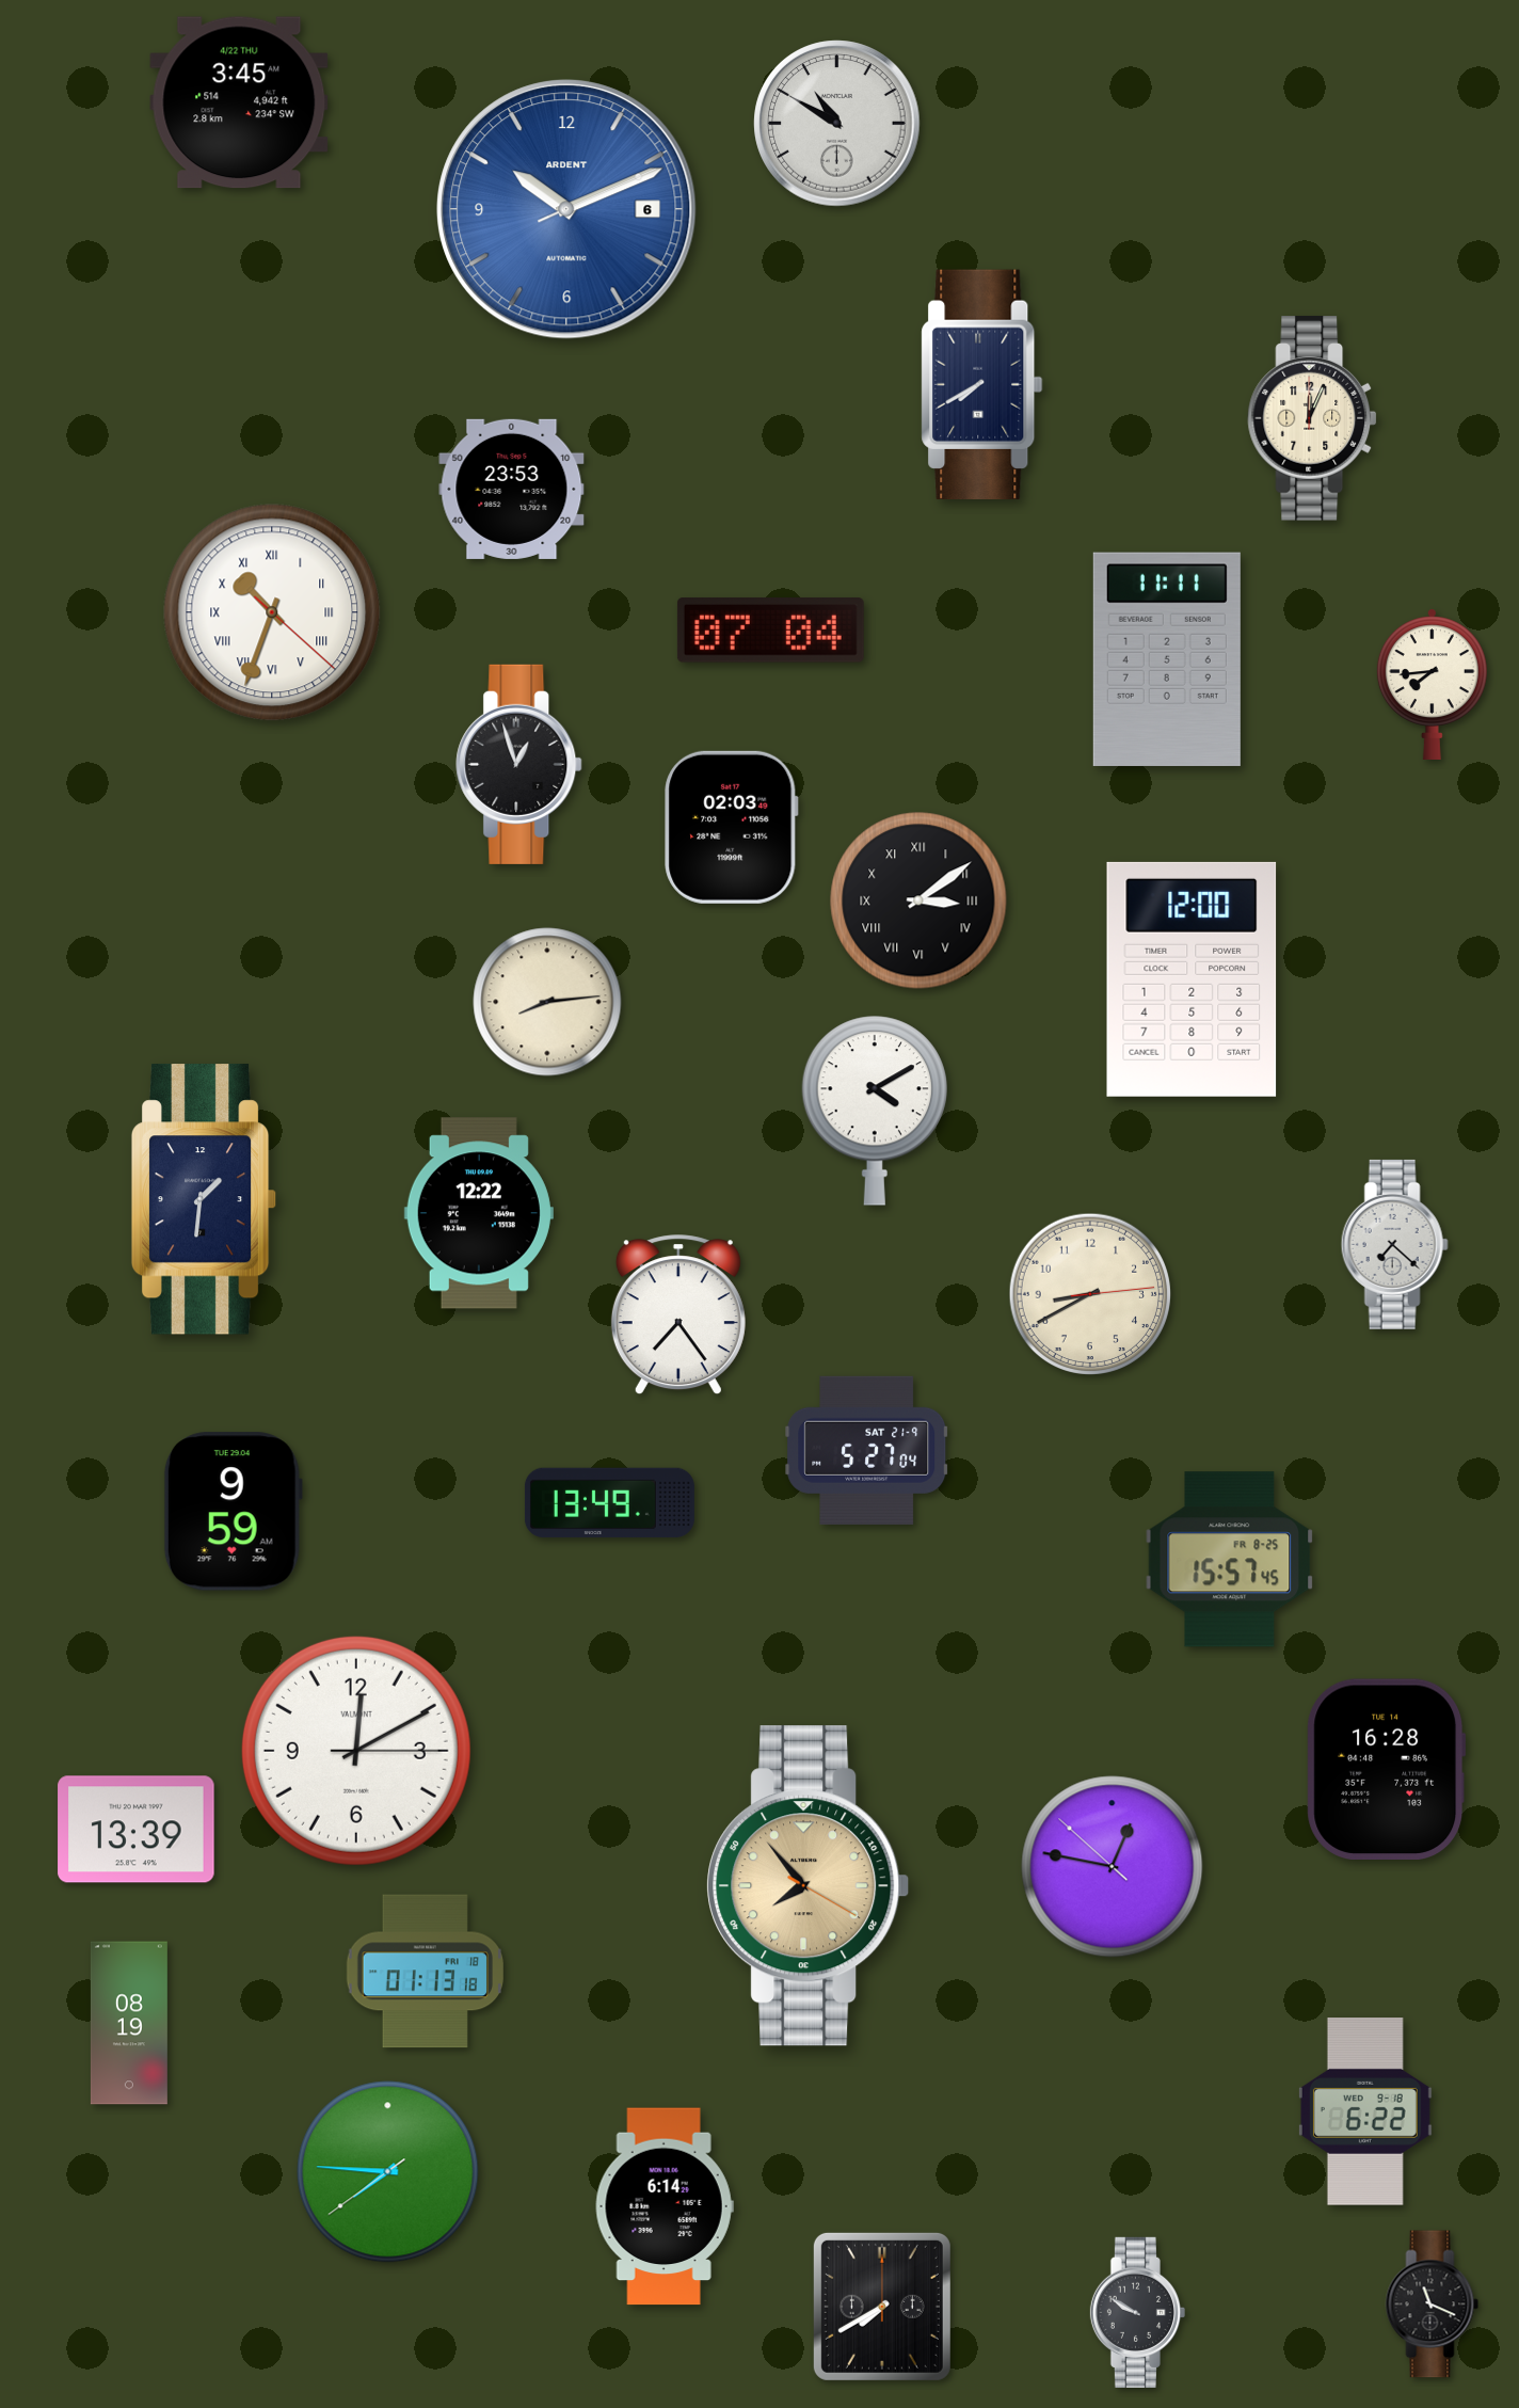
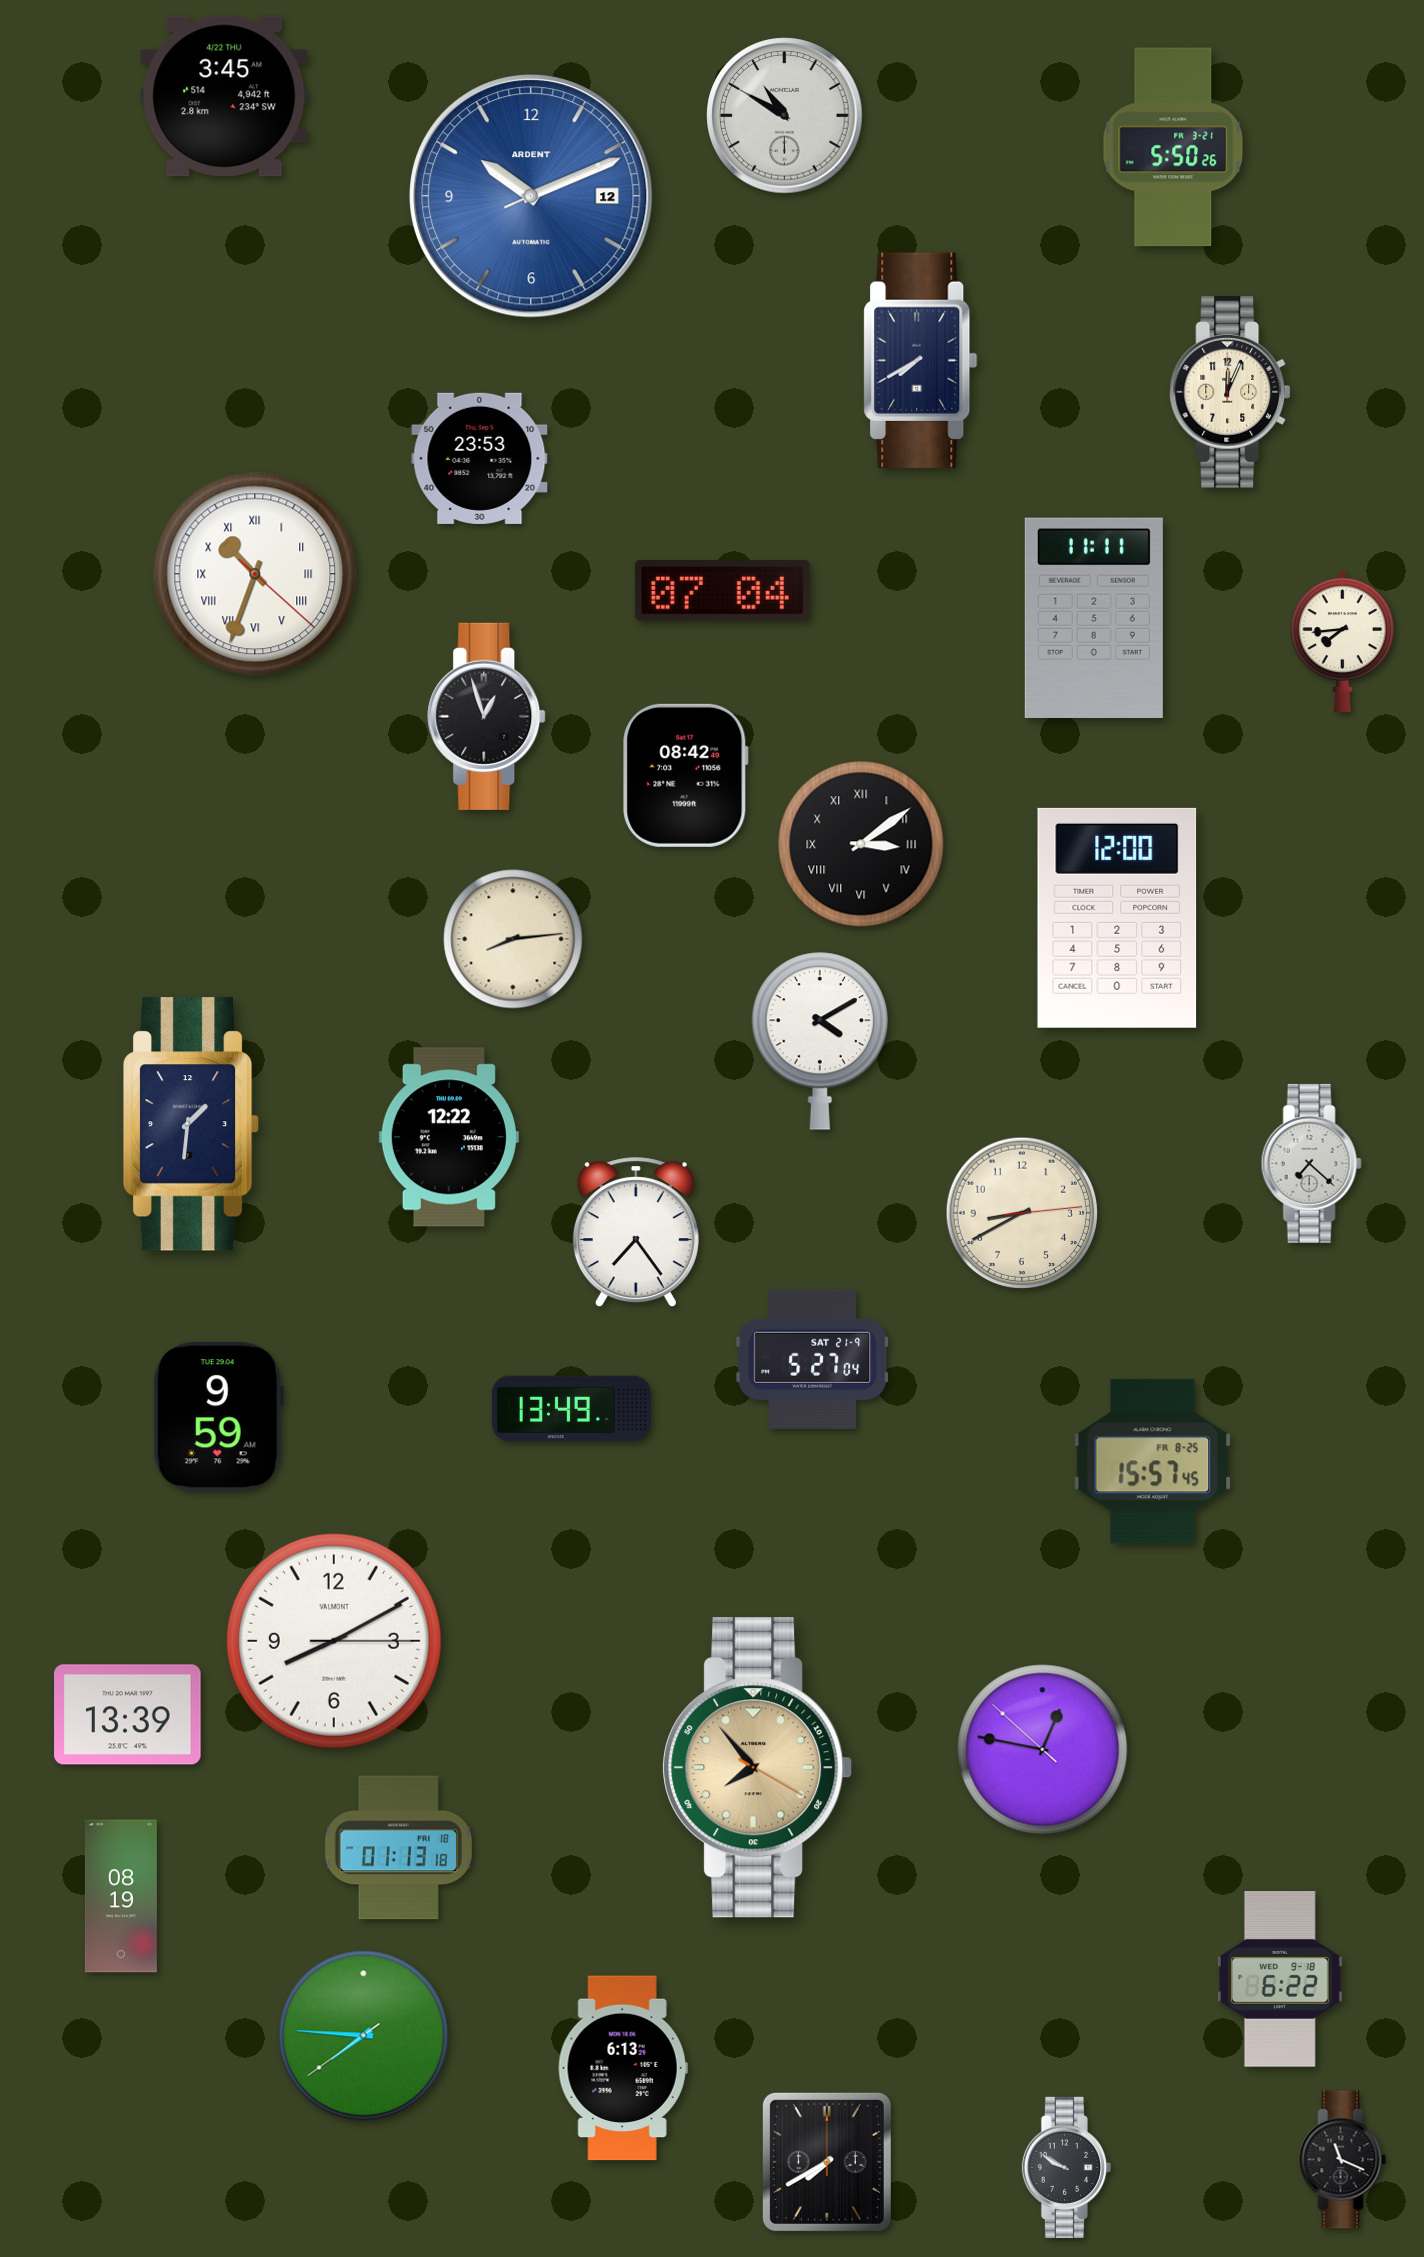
clock at (1173, 147): none -> 5:50
clock at (566, 209) date: 6 -> 12
clock at (732, 827): 02:03 -> 08:42
clock at (1394, 1244) position: (1394, 1244) -> (1311, 1163)
clock at (356, 1751): 12:10 -> 8:10
clock at (1387, 1770): 16:28 -> none
clock at (665, 2206): 6:14 -> 6:13
